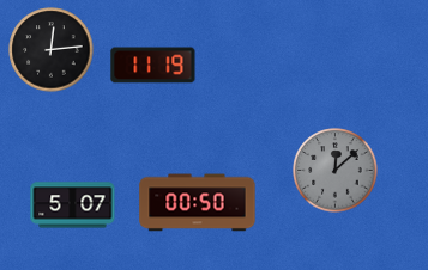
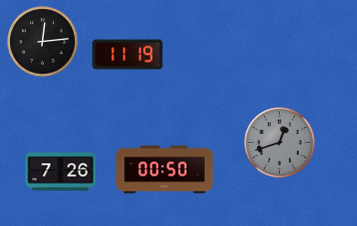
clock at (336, 171): 12:08 -> 12:42
clock at (73, 205): 5:07 -> 7:26
